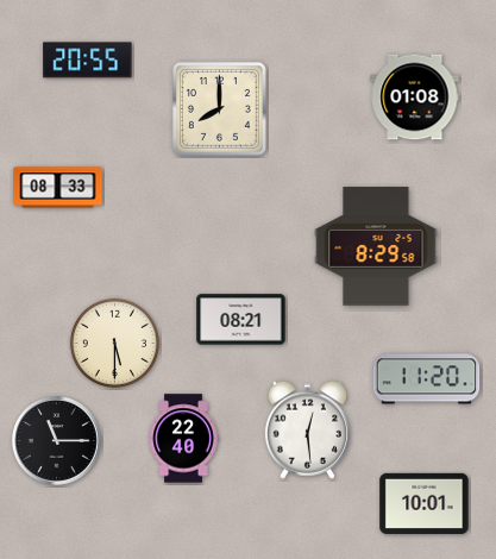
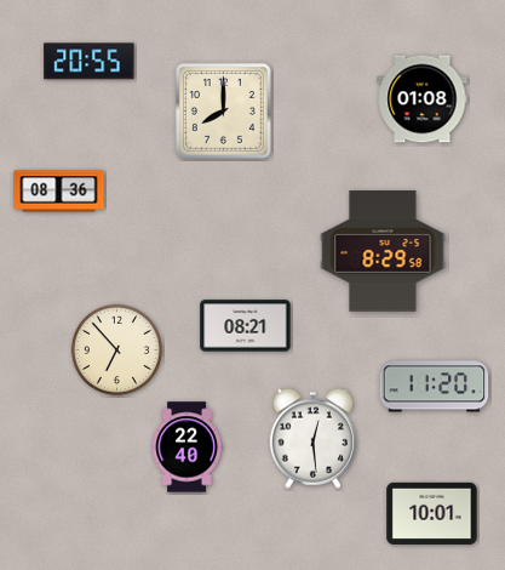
clock at (58, 188): 08:33 -> 08:36
clock at (114, 343): 5:30 -> 6:53
clock at (57, 441): 11:15 -> none
